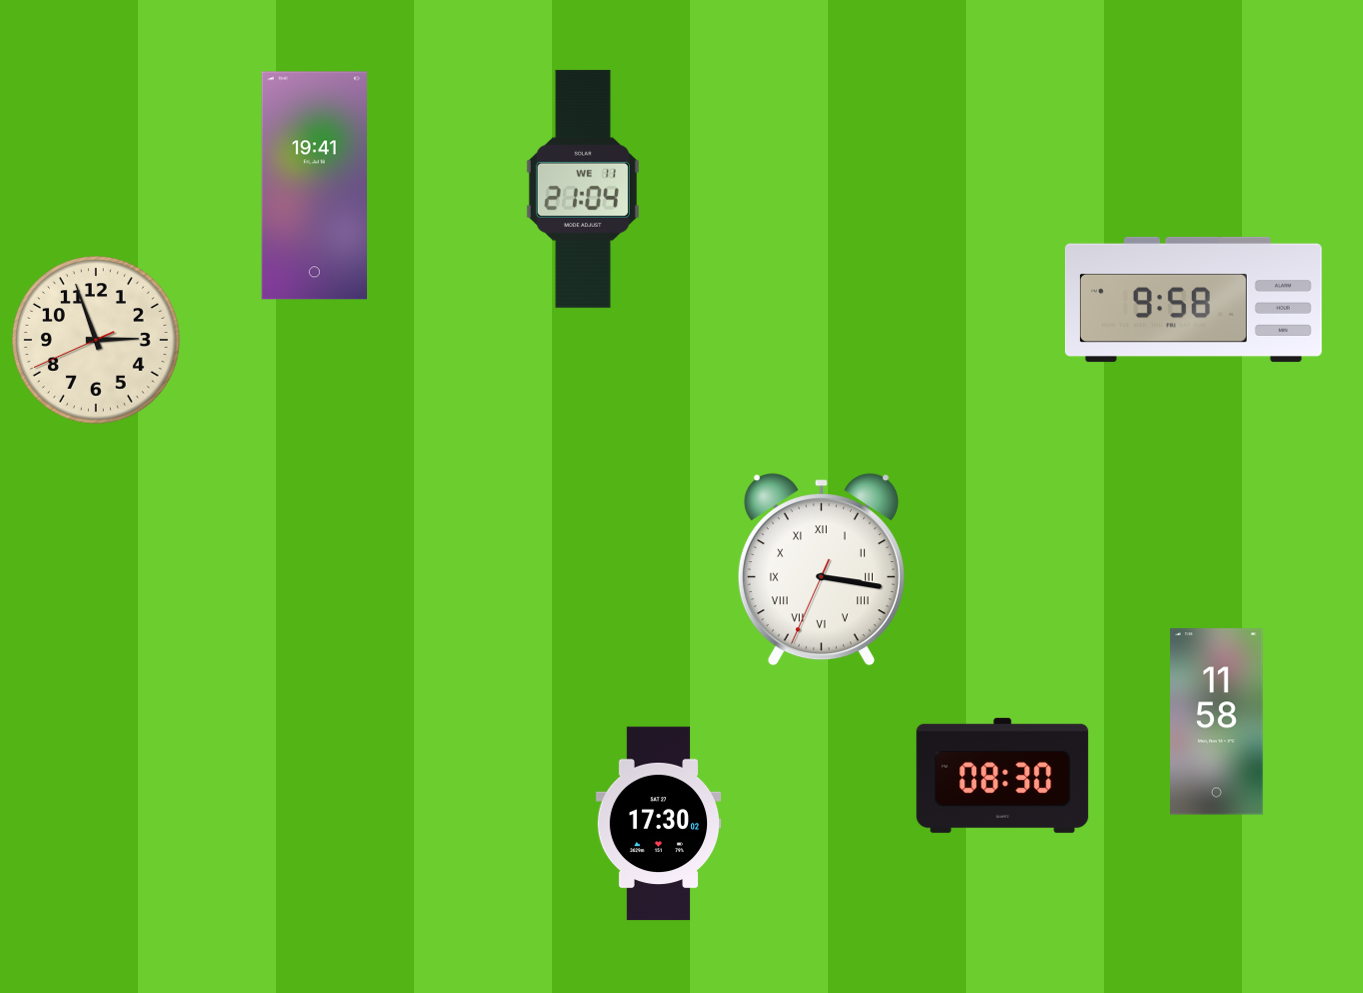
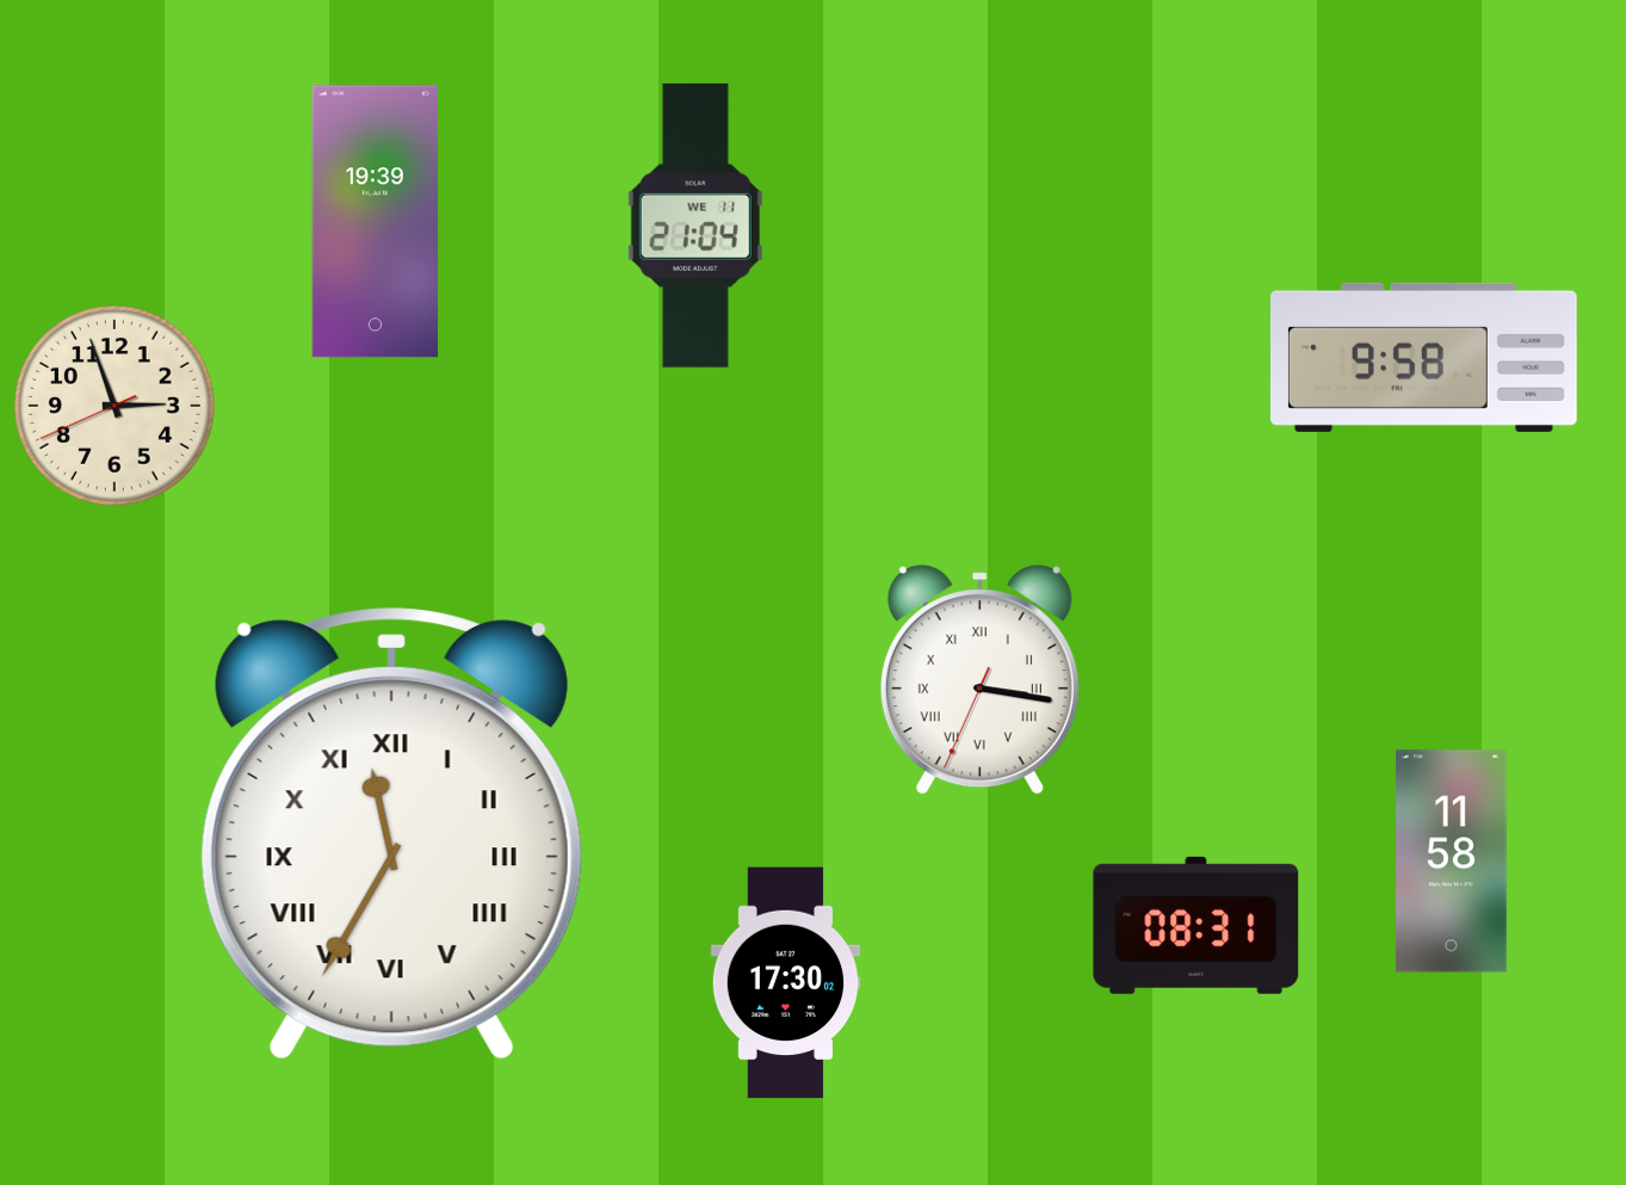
clock at (314, 186): 19:41 -> 19:39
clock at (391, 834): none -> 11:35
clock at (1003, 775): 08:30 -> 08:31
